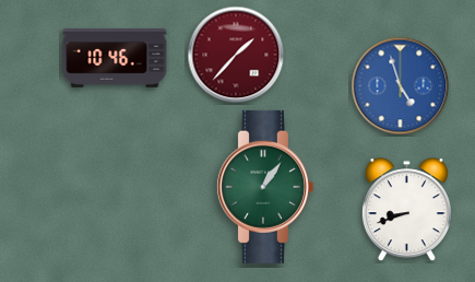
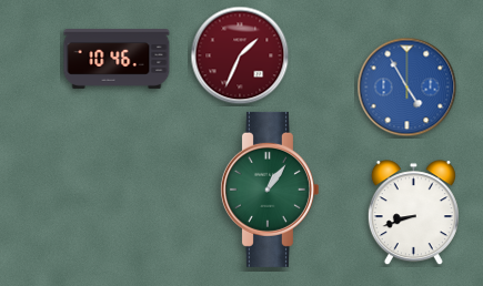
clock at (236, 55): 1:37 -> 1:34
clock at (401, 86): 4:57 -> 4:55
